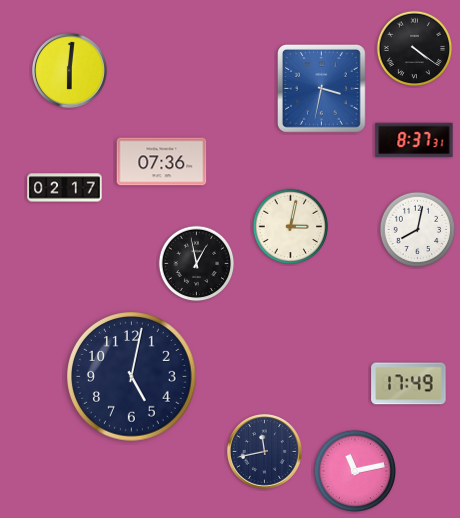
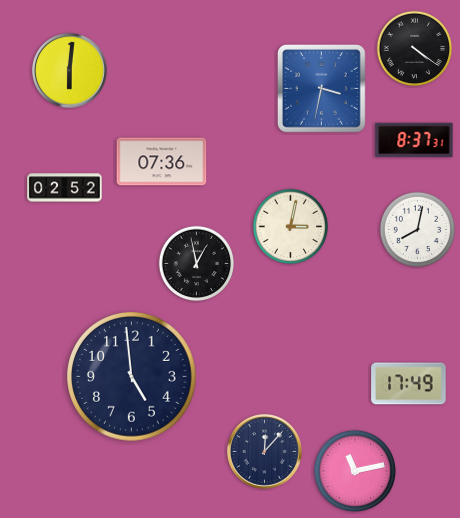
clock at (65, 188): 02:17 -> 02:52
clock at (132, 377): 5:02 -> 4:59
clock at (264, 451): 11:43 -> 12:07
